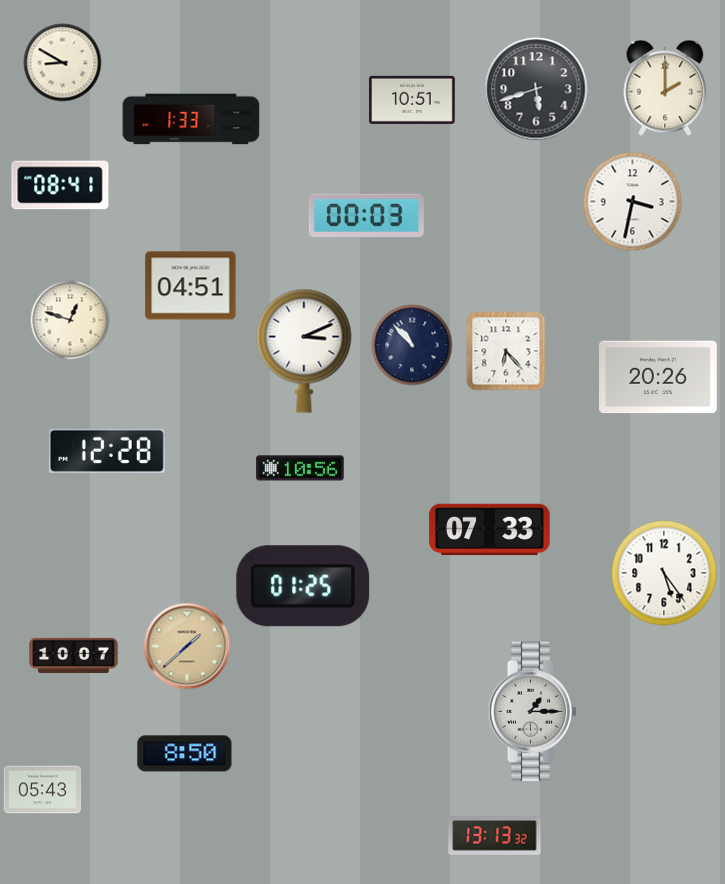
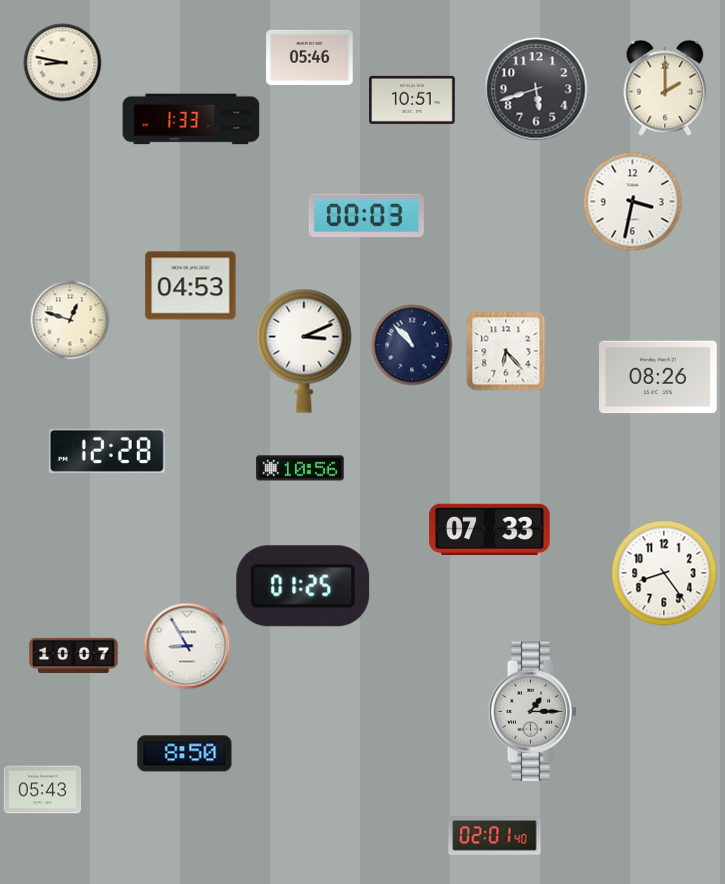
clock at (310, 57): none -> 05:46
clock at (63, 63): 8:50 -> 8:47
clock at (60, 185): 08:41 -> none
clock at (191, 286): 04:51 -> 04:53
clock at (659, 377): 20:26 -> 08:26
clock at (664, 573): 5:24 -> 8:24
clock at (187, 646): 1:38 -> 8:55
clock at (187, 646) dial: champagne -> white
clock at (495, 836): 13:13 -> 02:01
